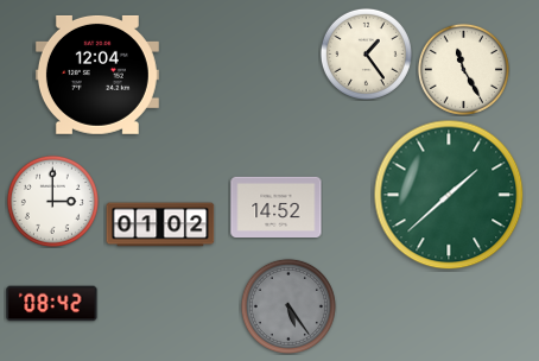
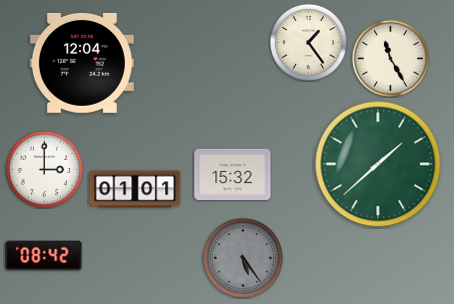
clock at (366, 53) position: (366, 53) -> (308, 42)
clock at (277, 207): 14:52 -> 15:32
clock at (160, 224): 01:02 -> 01:01
